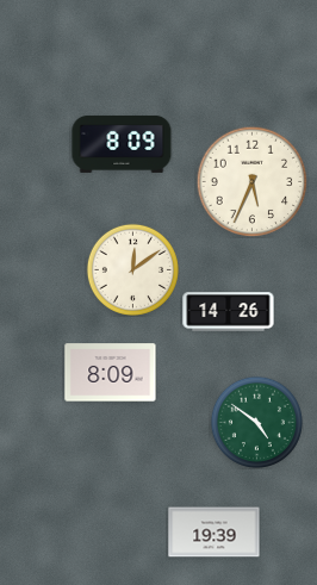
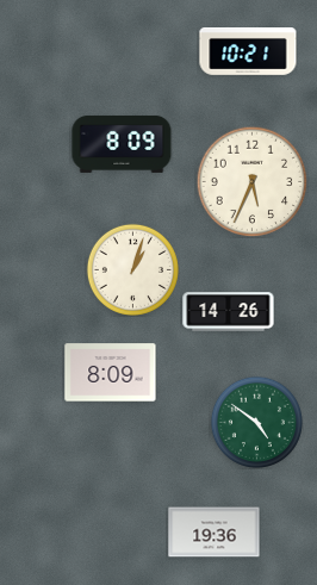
clock at (248, 52): none -> 10:21
clock at (132, 269): 12:09 -> 1:03
clock at (215, 533): 19:39 -> 19:36
